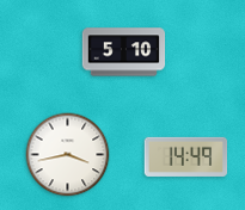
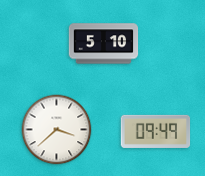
clock at (68, 155): 3:43 -> 3:38
clock at (186, 156): 14:49 -> 09:49
